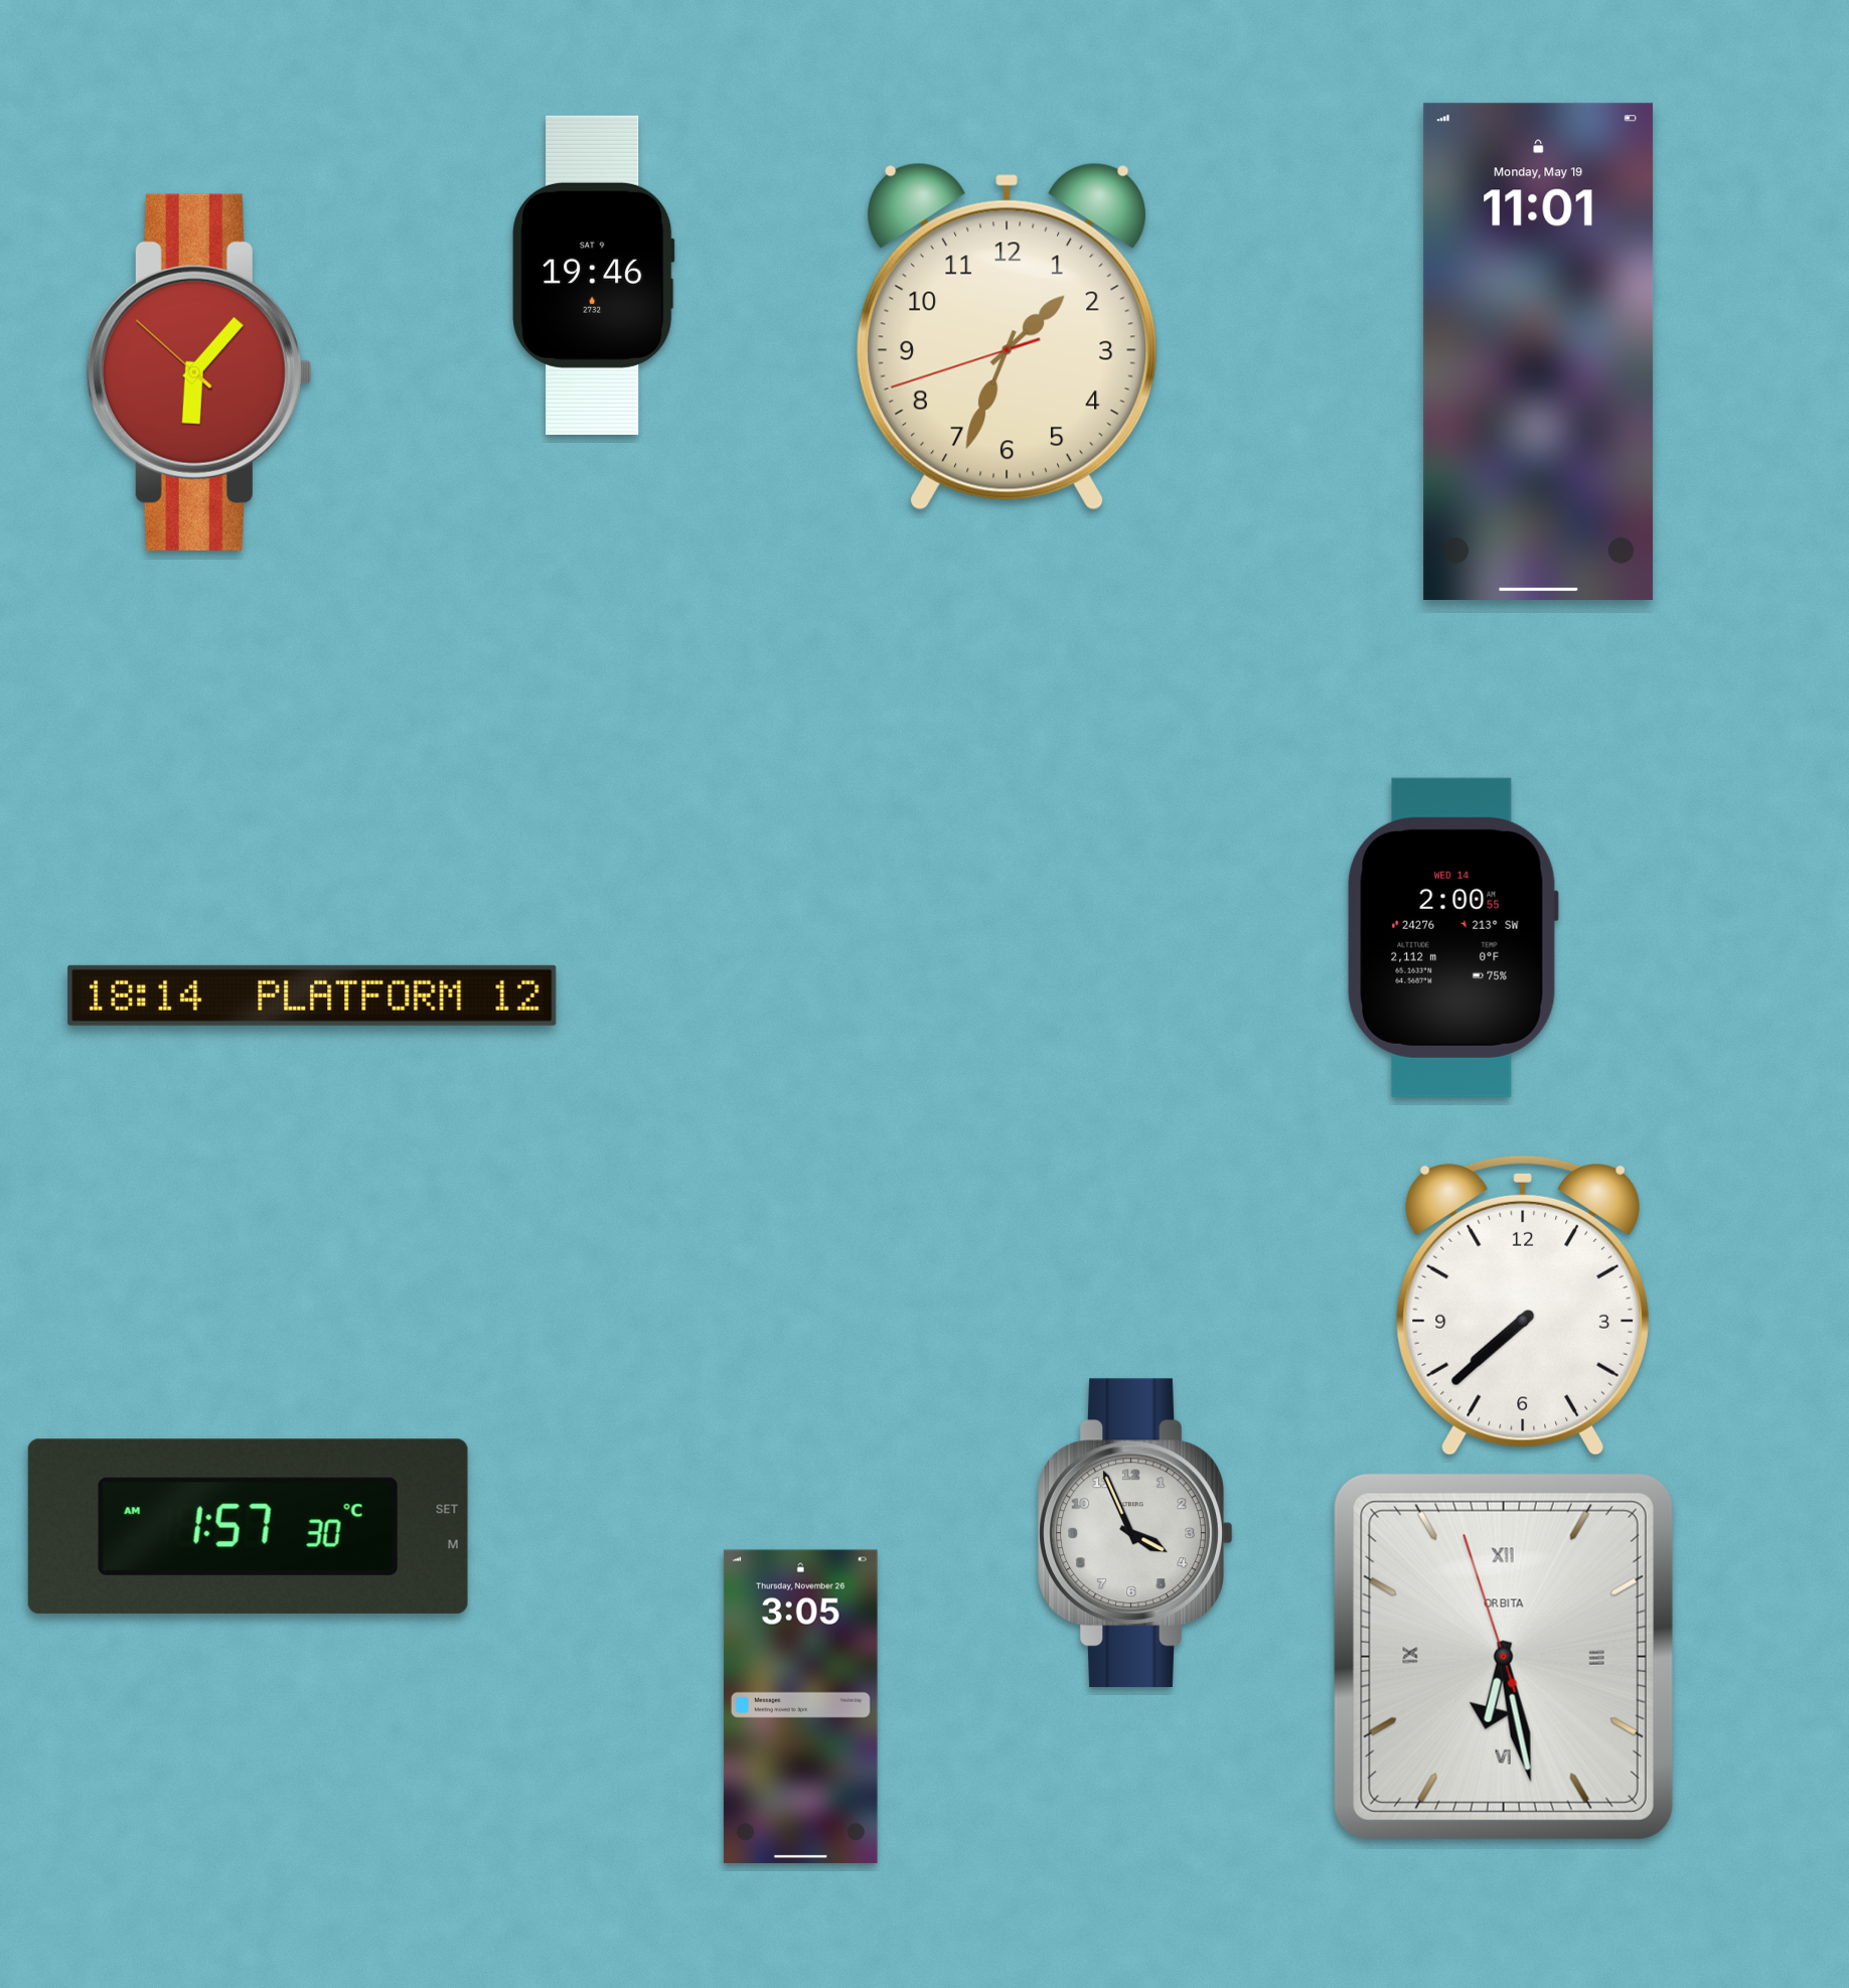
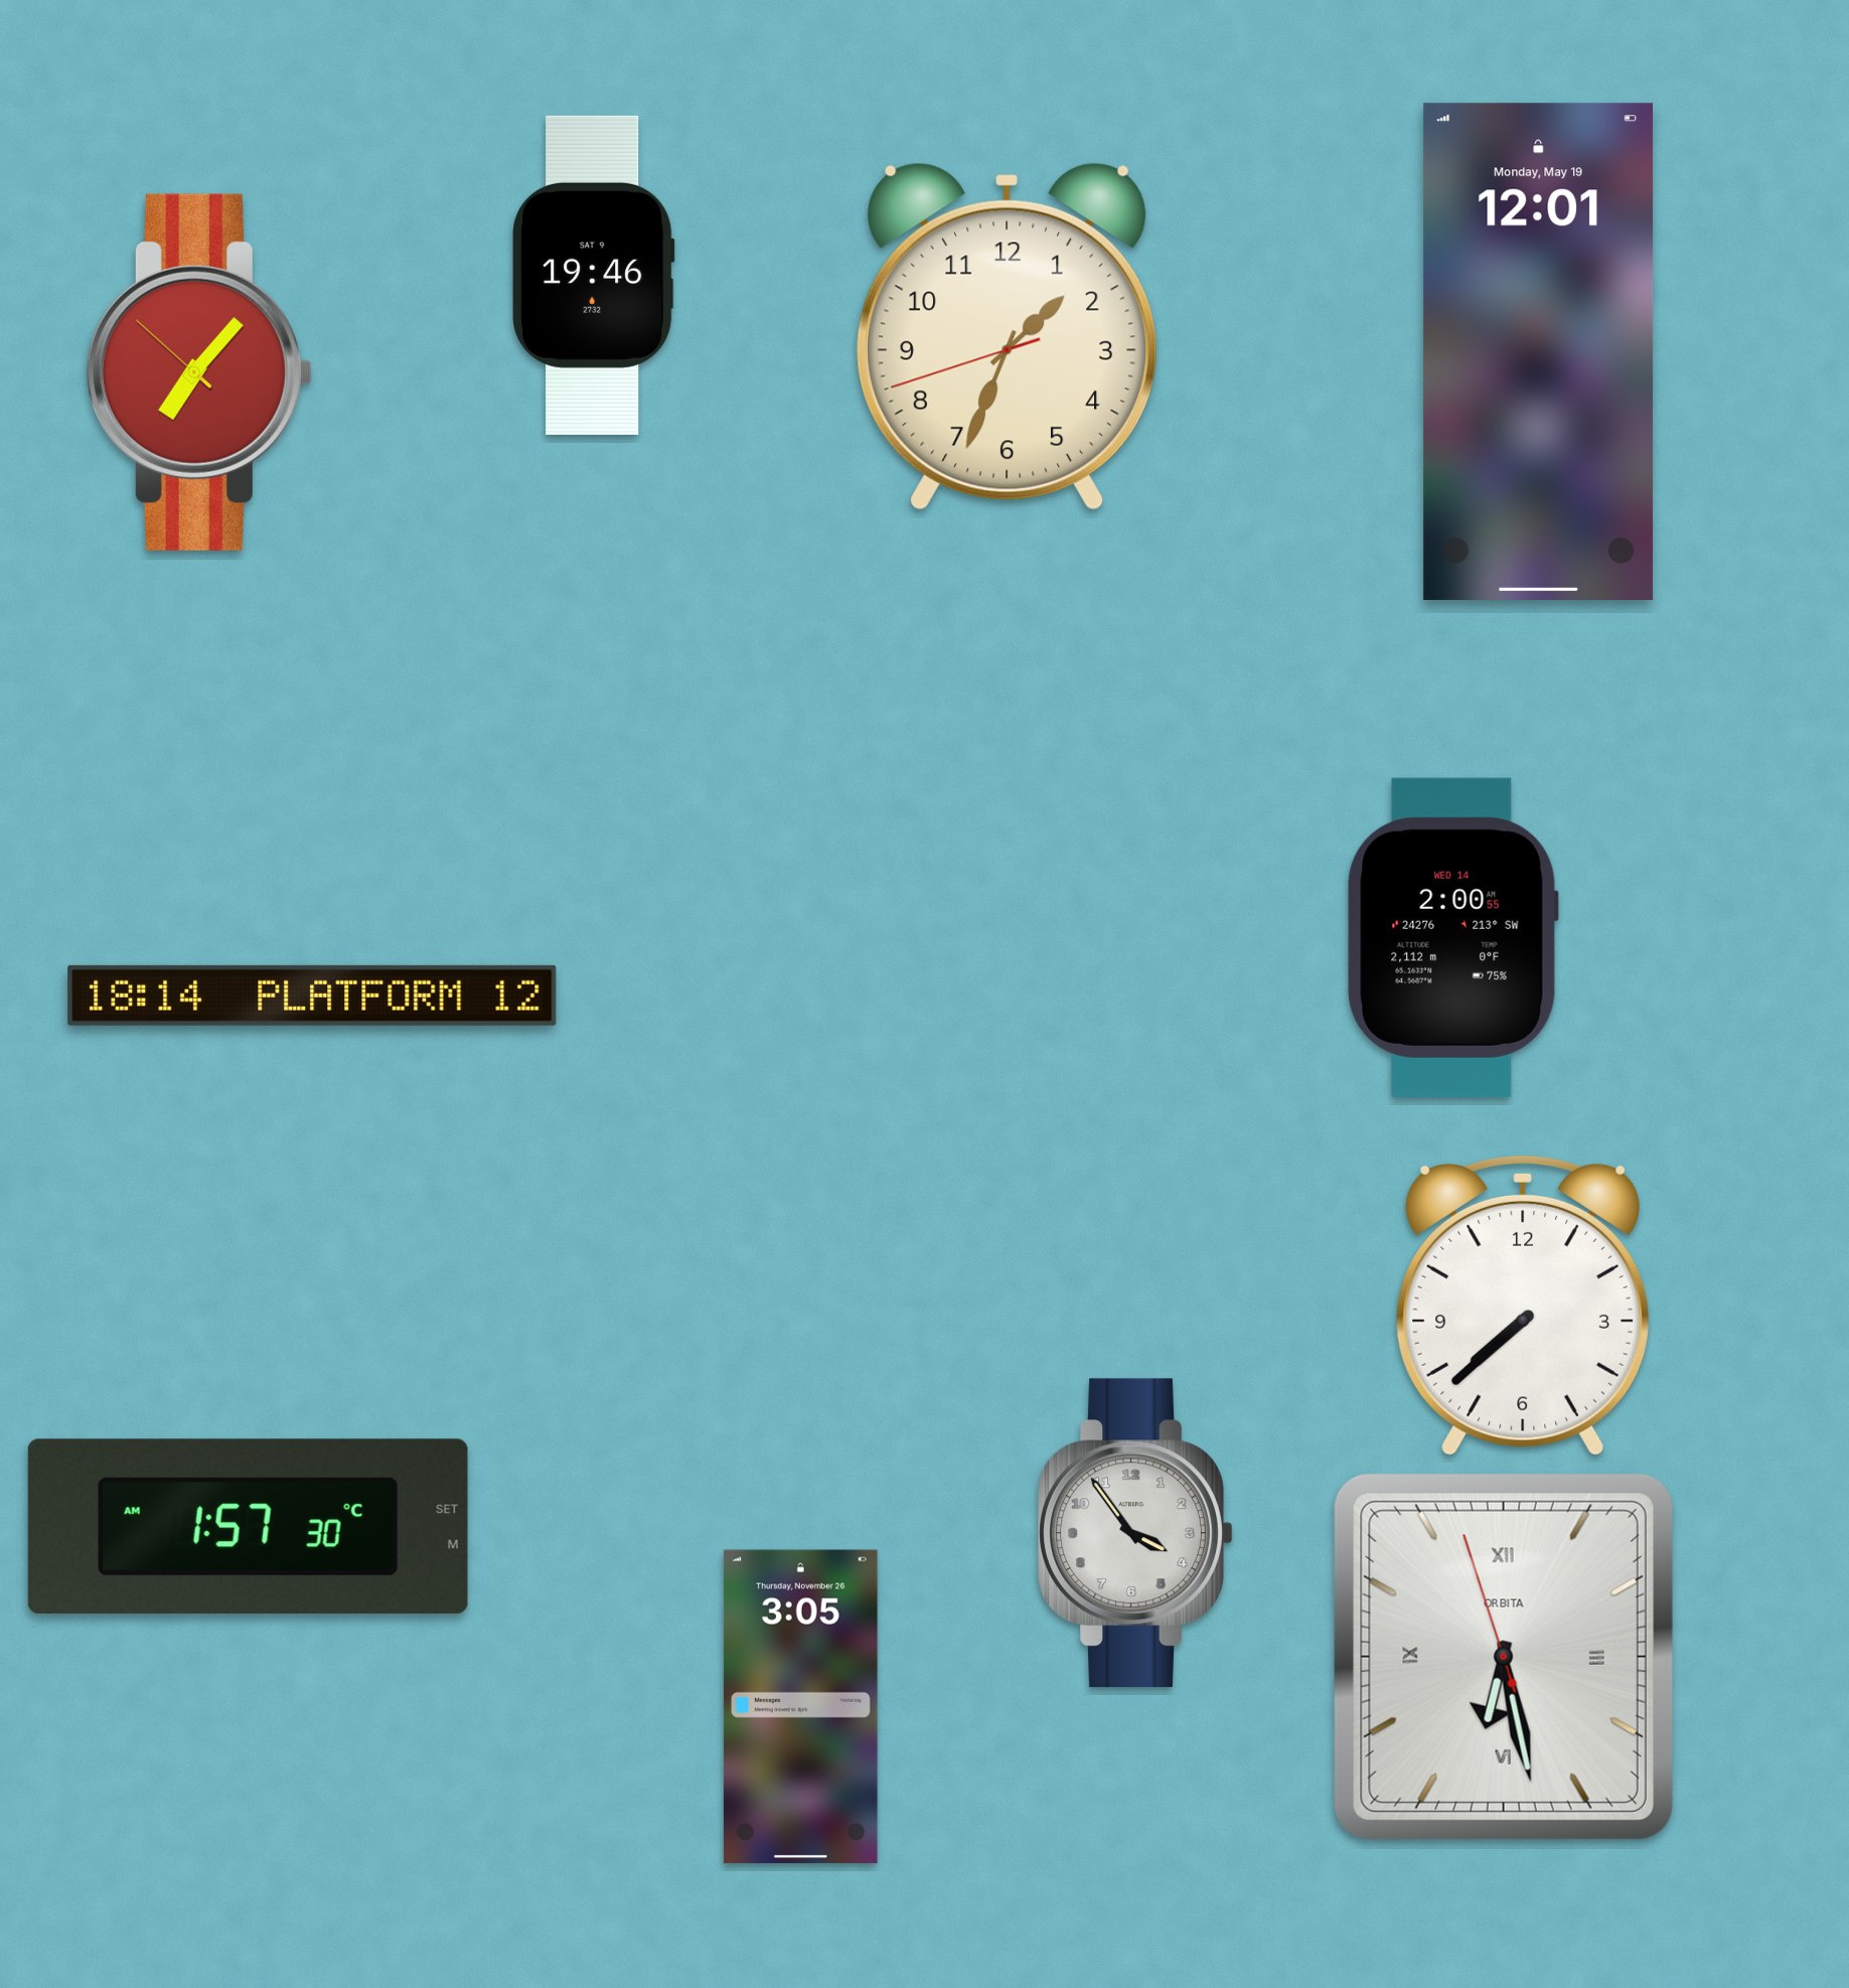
clock at (1539, 351): 11:01 -> 12:01
clock at (199, 372): 6:06 -> 7:06
clock at (1135, 1533): 3:56 -> 3:54
